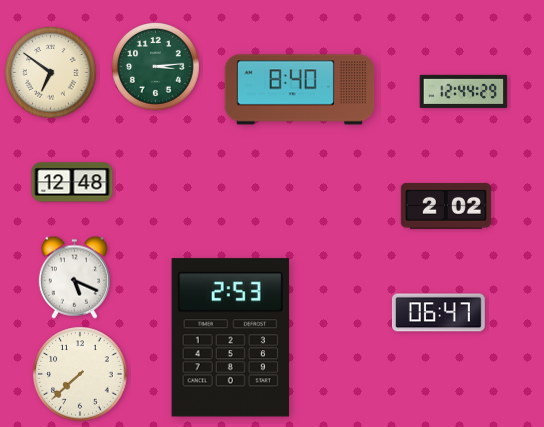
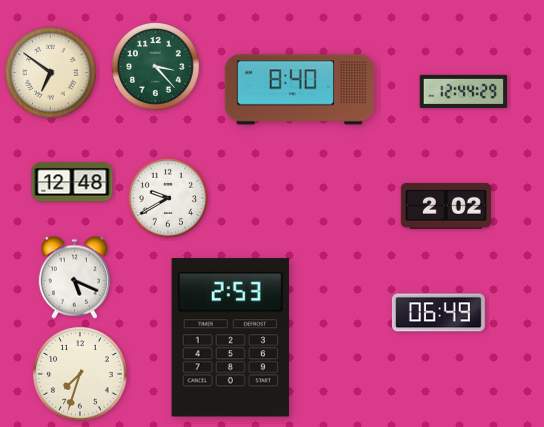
clock at (156, 67): 3:14 -> 3:23
clock at (168, 198): none -> 9:40
clock at (439, 313): 06:47 -> 06:49
clock at (80, 374): 7:38 -> 7:33
